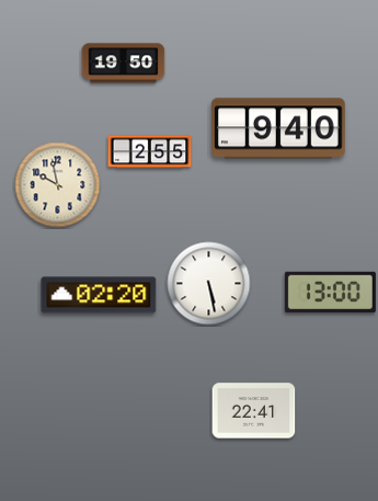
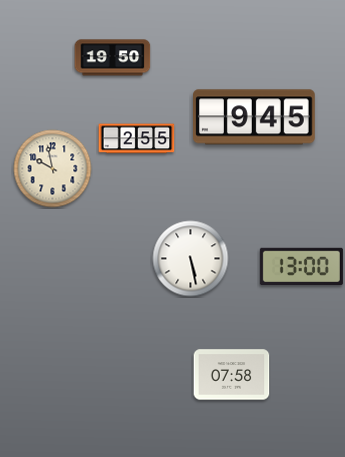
clock at (279, 128): 9:40 -> 9:45
clock at (99, 295): 02:20 -> none
clock at (254, 411): 22:41 -> 07:58
